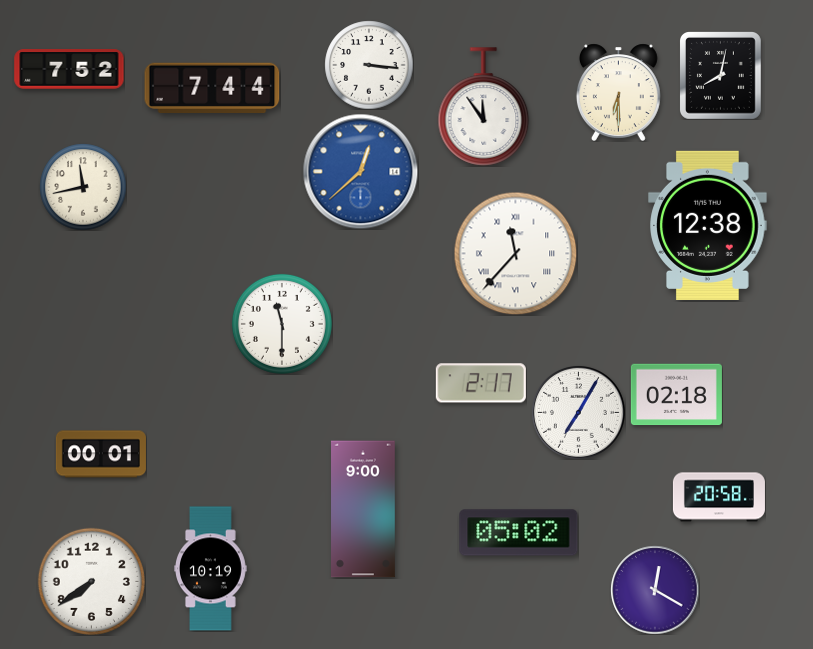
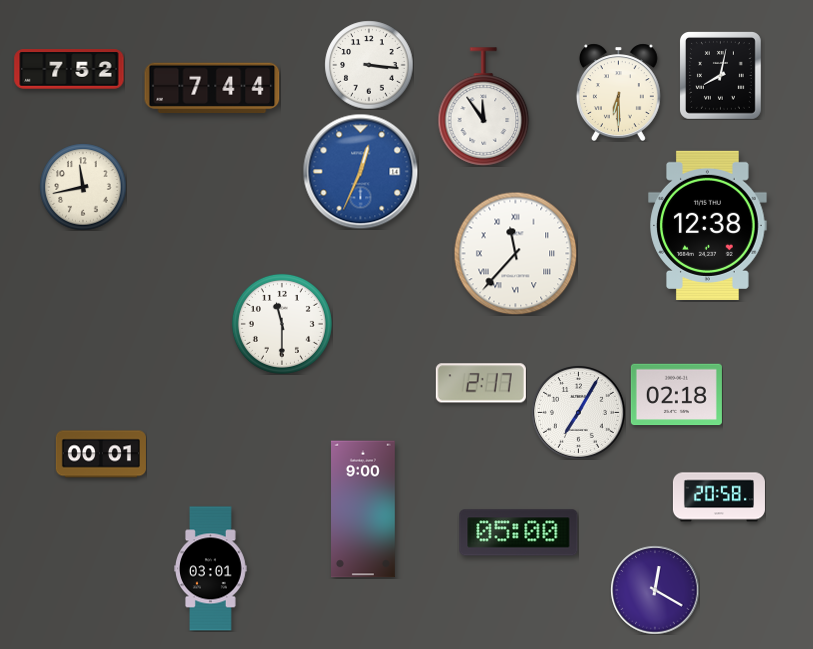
clock at (360, 171): 12:38 -> 12:34
clock at (519, 533): 05:02 -> 05:00
clock at (211, 569): 10:19 -> 03:01
clock at (91, 581): 7:39 -> none
